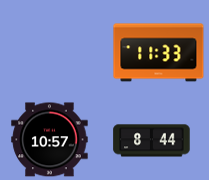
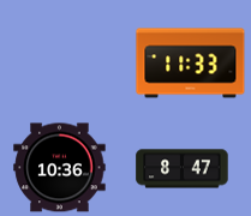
clock at (50, 140): 10:57 -> 10:36
clock at (152, 141): 8:44 -> 8:47
